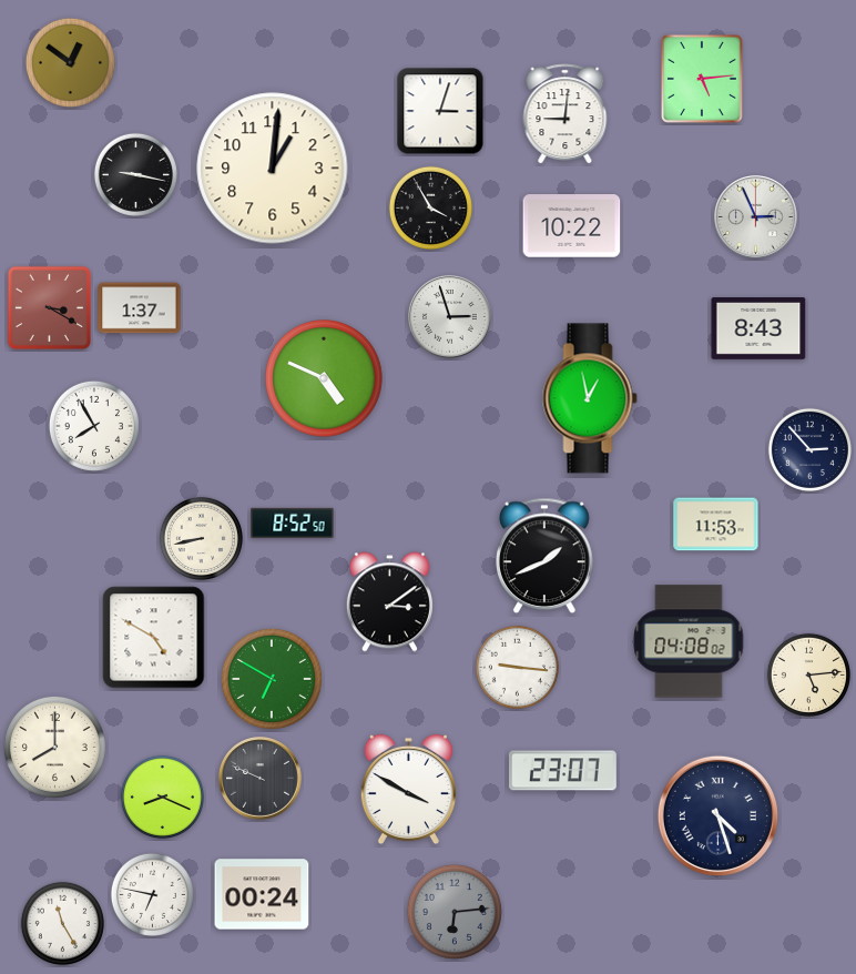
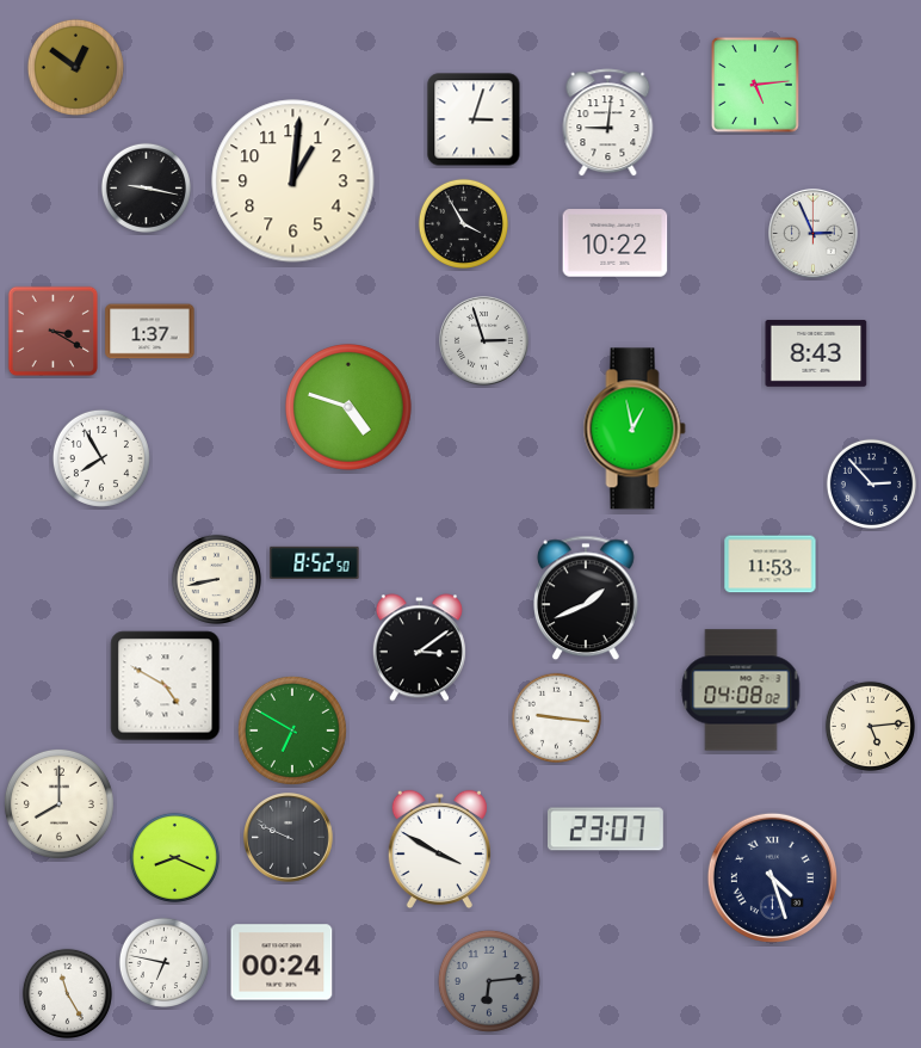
clock at (325, 379): 4:49 -> 4:48
clock at (261, 779) position: (261, 779) -> (289, 838)
